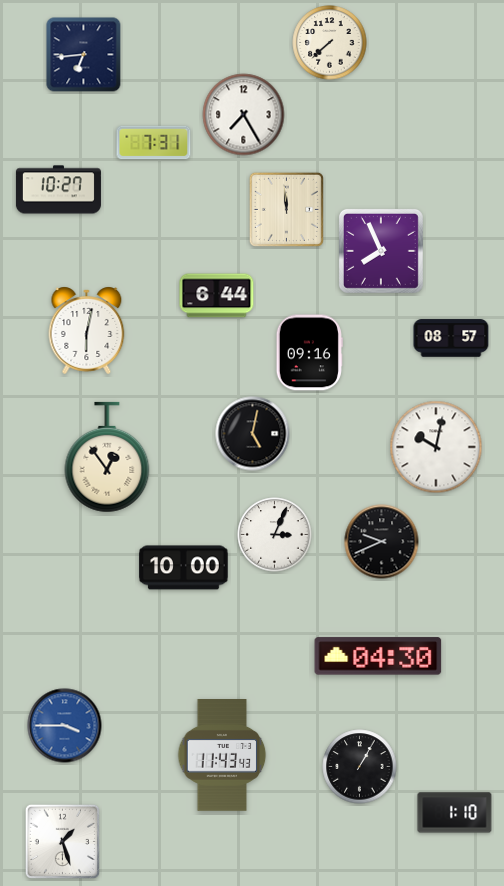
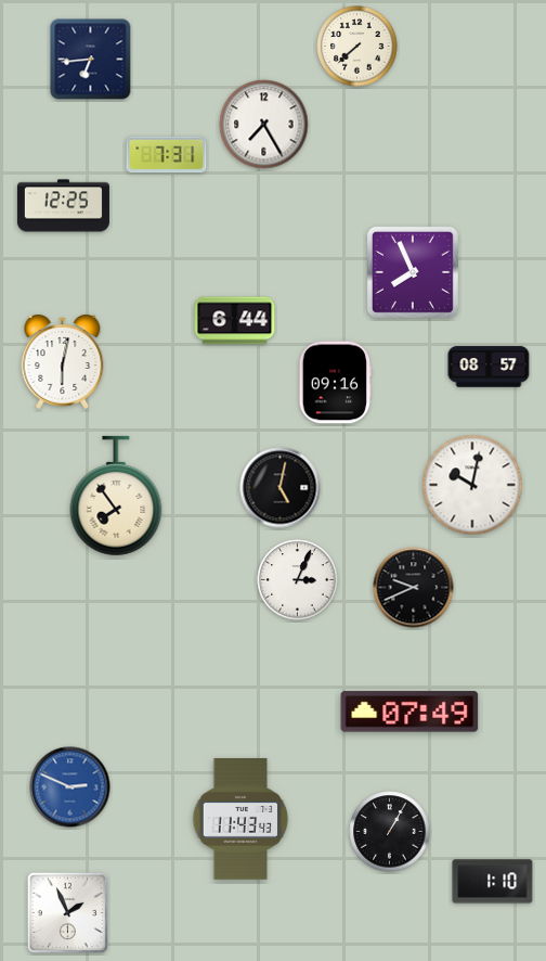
clock at (58, 190): 10:27 -> 12:25
clock at (286, 209): 11:59 -> none
clock at (87, 330) position: (87, 330) -> (63, 361)
clock at (253, 434) position: (253, 434) -> (281, 488)
clock at (107, 457): 12:54 -> 7:54
clock at (184, 568): 10:00 -> none
clock at (378, 656): 04:30 -> 07:49
clock at (65, 726): 3:45 -> 2:49
clock at (62, 841): 1:27 -> 1:56
